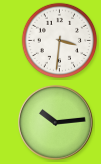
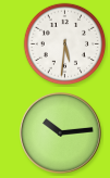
clock at (60, 41): 3:31 -> 5:31
